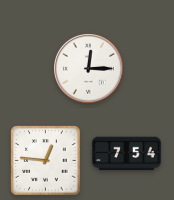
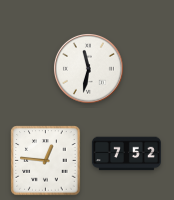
clock at (89, 69): 12:15 -> 11:32
clock at (126, 154): 7:54 -> 7:52
